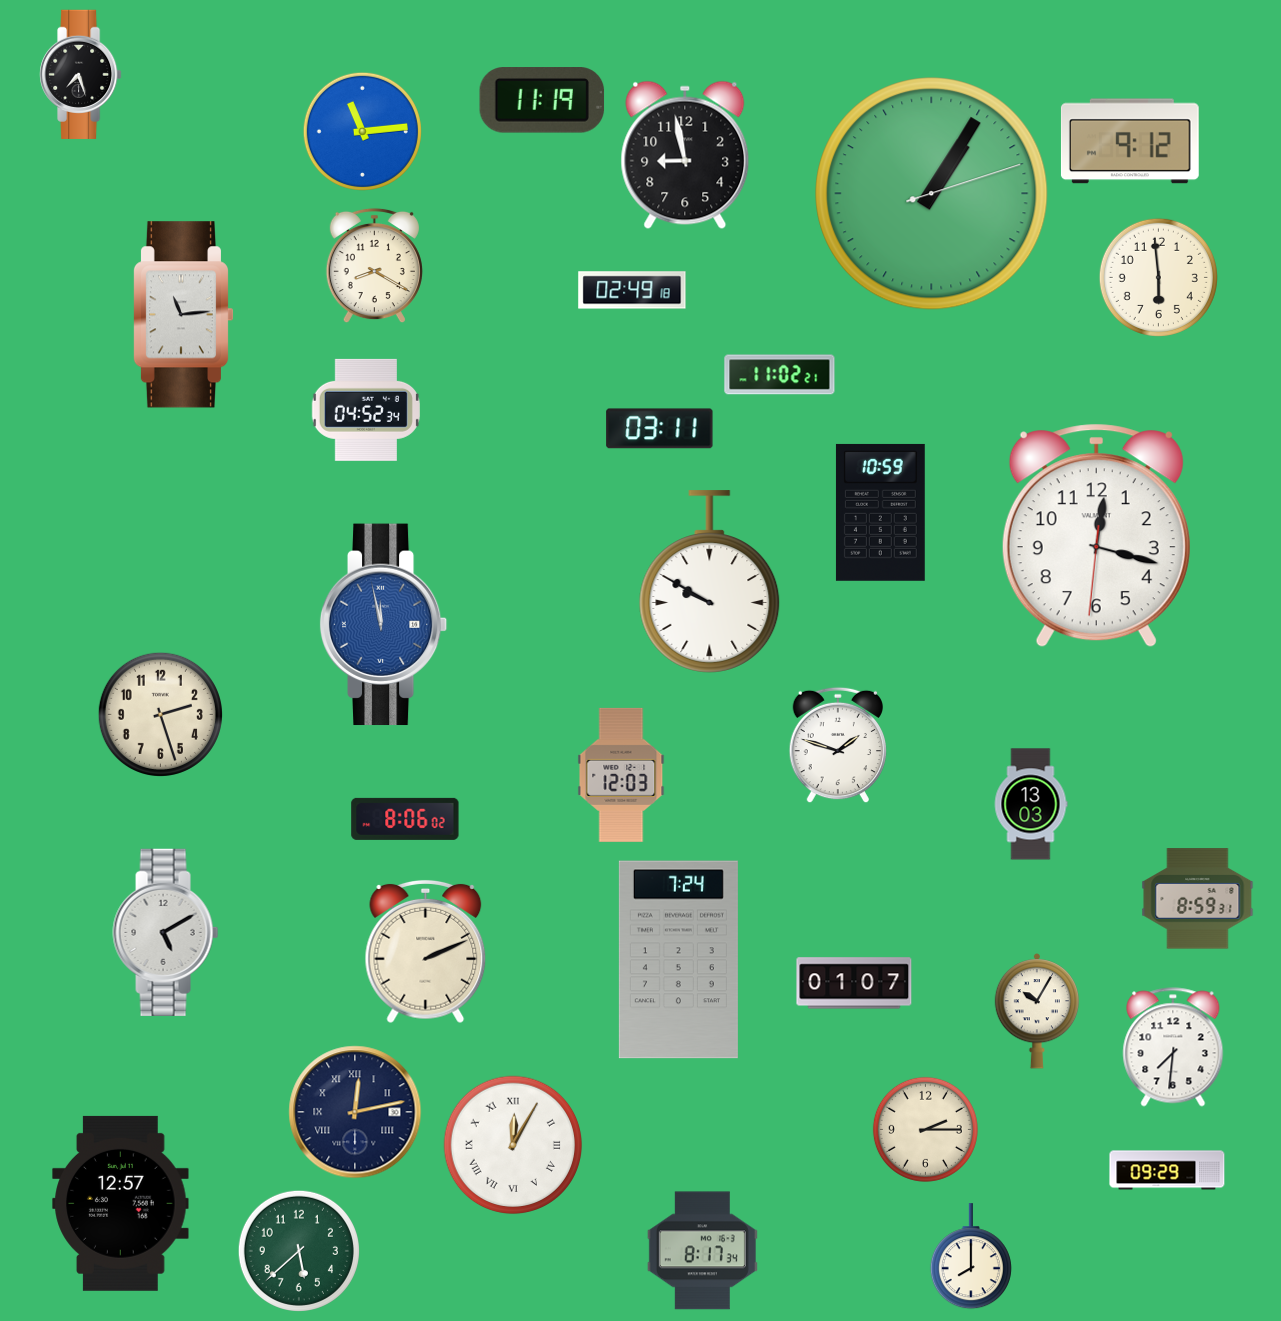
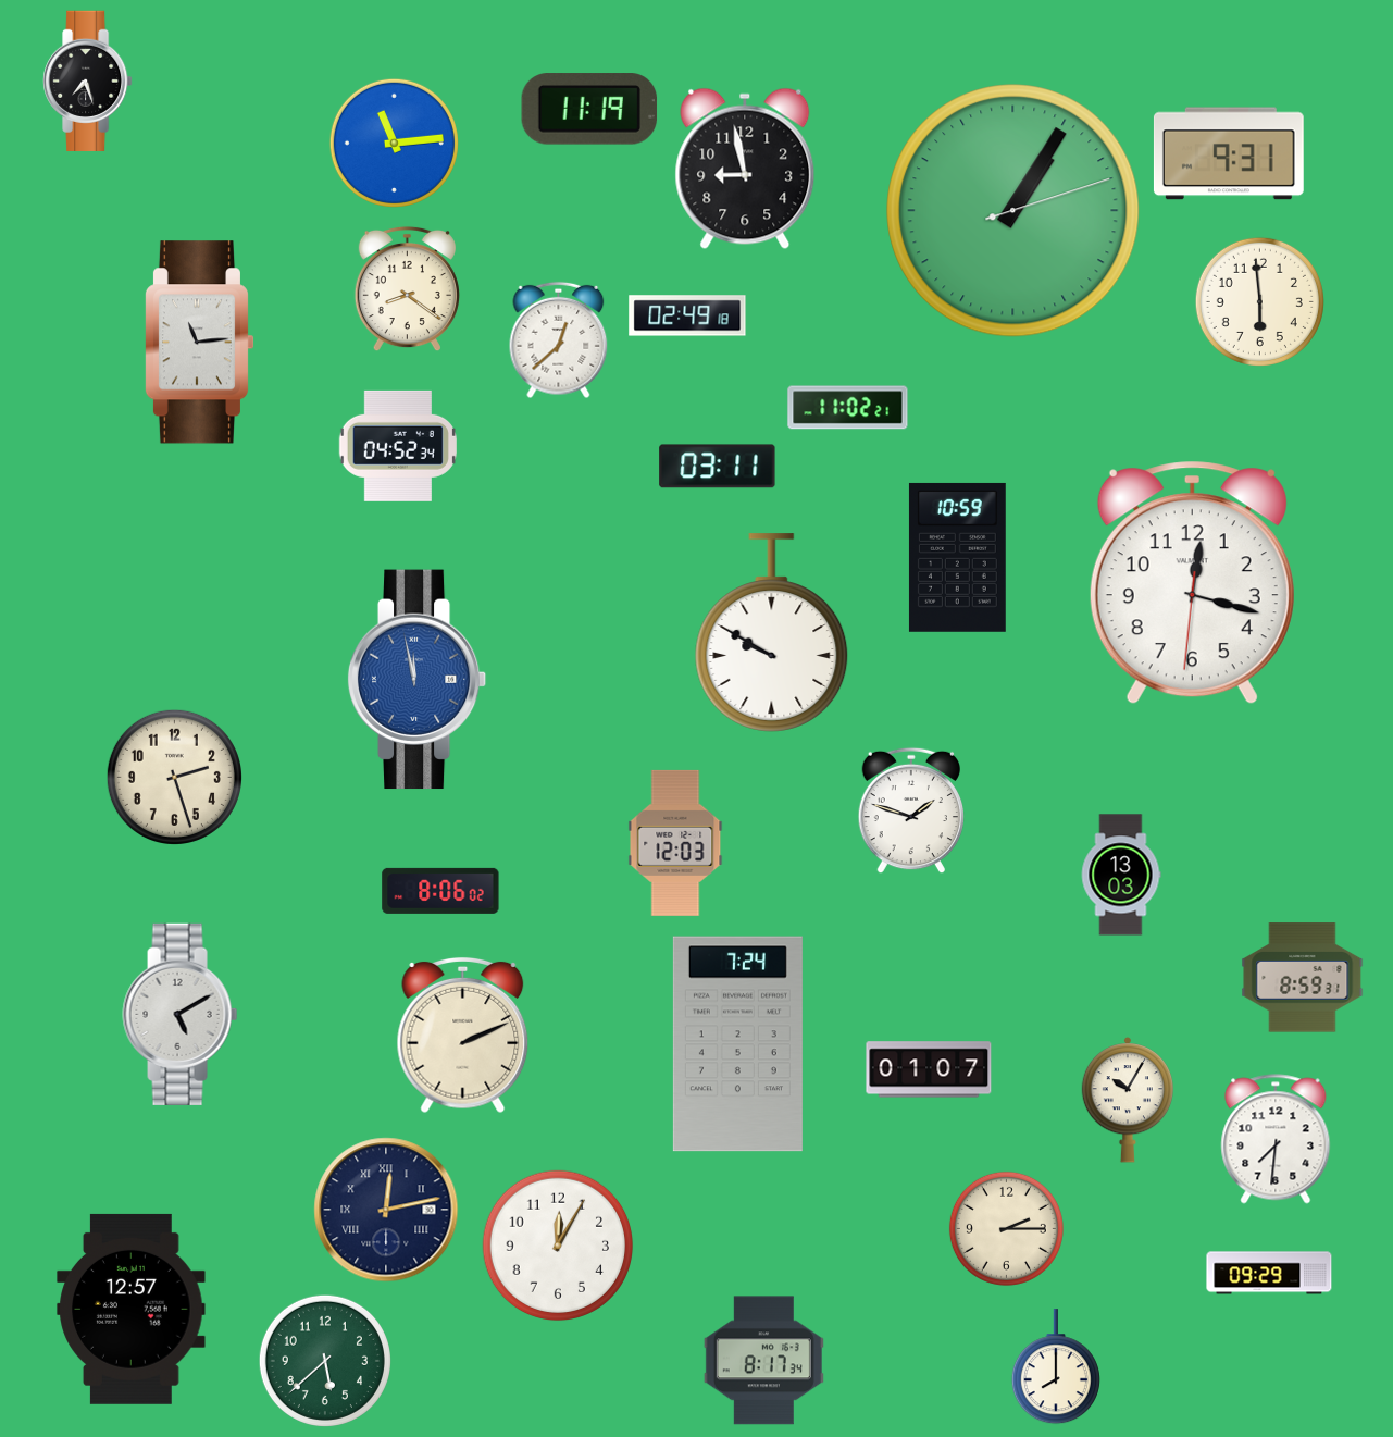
clock at (1130, 141): 9:12 -> 9:31
clock at (374, 266): 8:20 -> 8:21
clock at (559, 340): none -> 12:38
clock at (513, 1145) numerals: Roman -> Arabic
